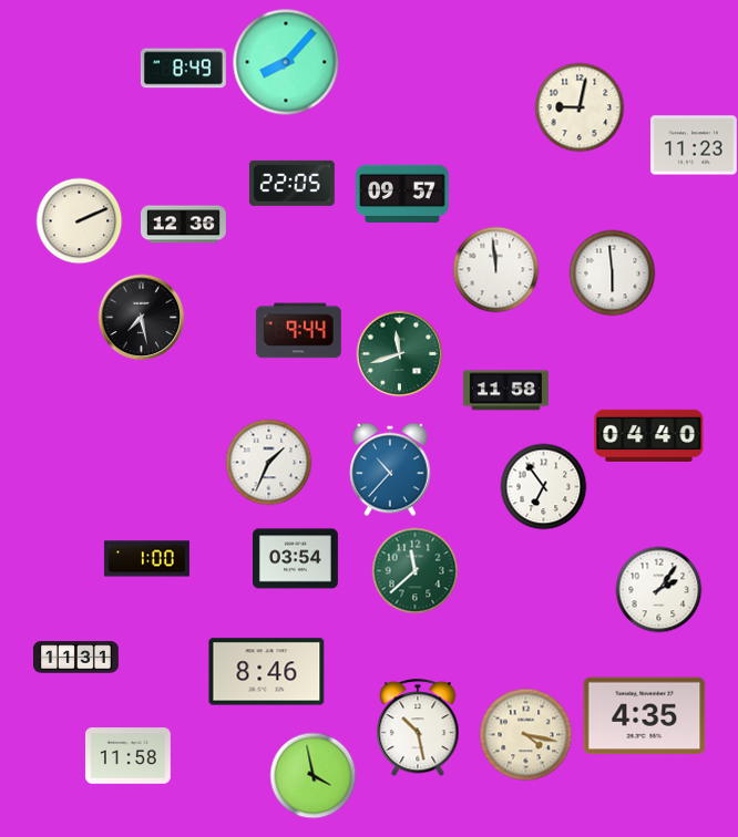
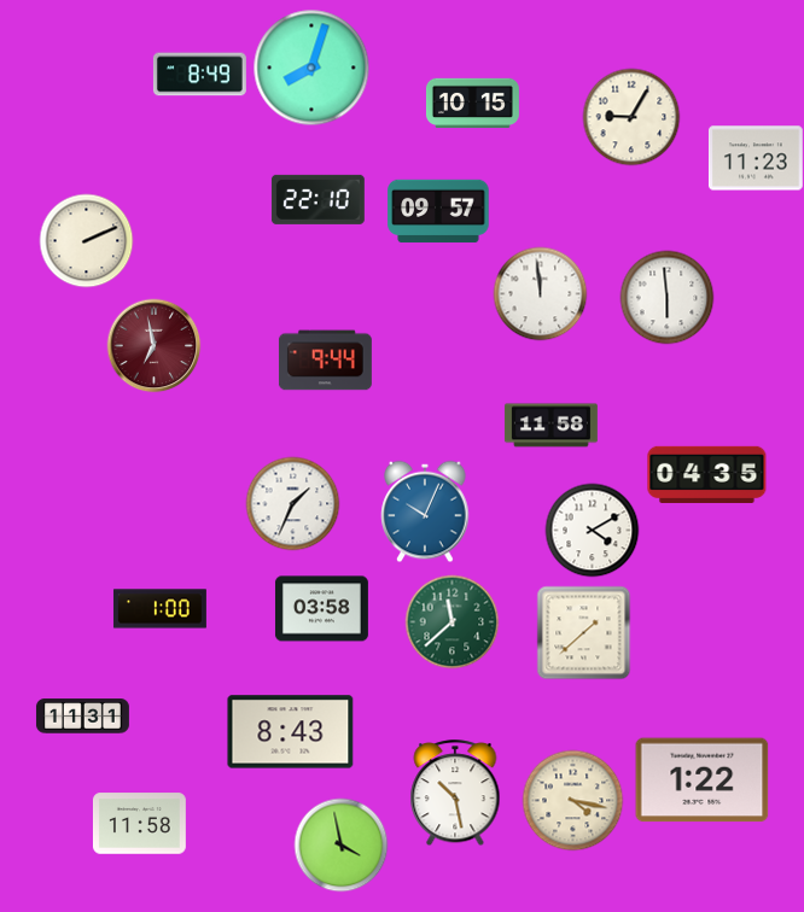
clock at (286, 62): 8:07 -> 8:03
clock at (472, 103): none -> 10:15
clock at (580, 107): 9:02 -> 9:05
clock at (291, 183): 22:05 -> 22:10
clock at (184, 225): 12:36 -> none
clock at (141, 317): 7:28 -> 6:58
clock at (141, 317) dial: black -> burgundy
clock at (399, 353): 11:42 -> none
clock at (649, 435): 04:40 -> 04:35
clock at (390, 469): 10:37 -> 10:04
clock at (543, 486): 6:54 -> 4:10
clock at (295, 559): 03:54 -> 03:58
clock at (583, 632): none -> 1:38
clock at (658, 589): 2:06 -> none
clock at (267, 672): 8:46 -> 8:43
clock at (645, 716): 4:35 -> 1:22
